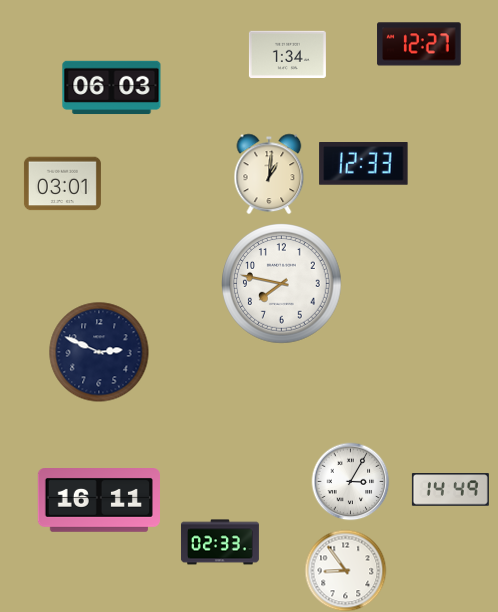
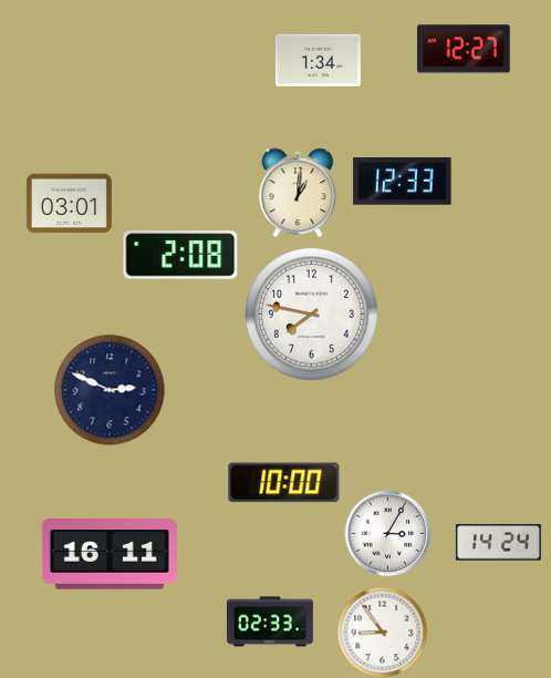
clock at (112, 88): 06:03 -> none
clock at (180, 255): none -> 2:08
clock at (284, 483): none -> 10:00
clock at (450, 490): 14:49 -> 14:24
clock at (220, 542) position: (220, 542) -> (270, 621)
